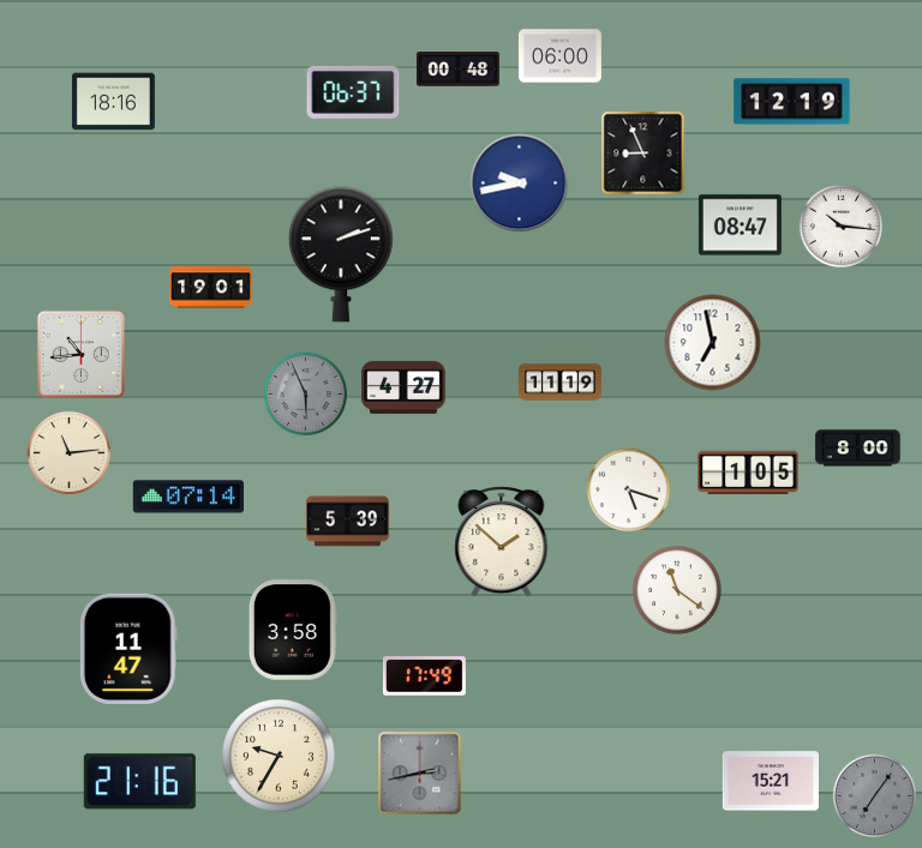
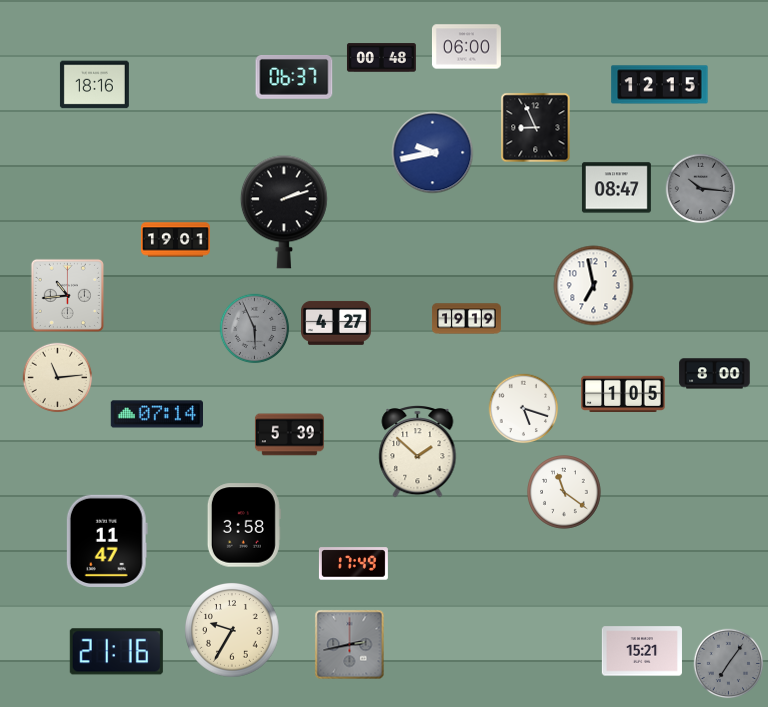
clock at (792, 102): 12:19 -> 12:15
clock at (842, 227) dial: white -> grey
clock at (561, 383): 11:19 -> 19:19
